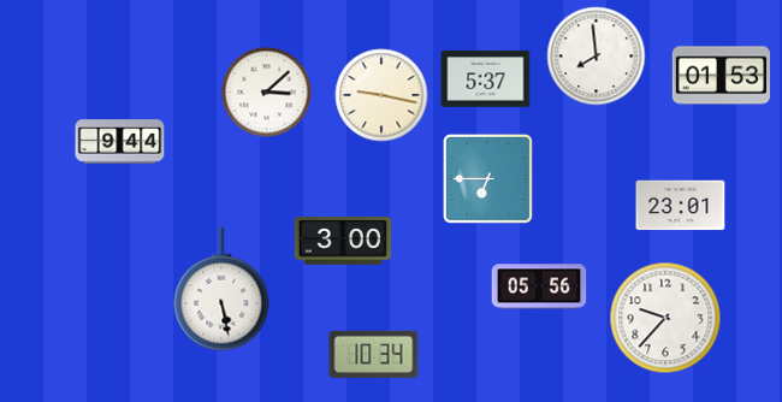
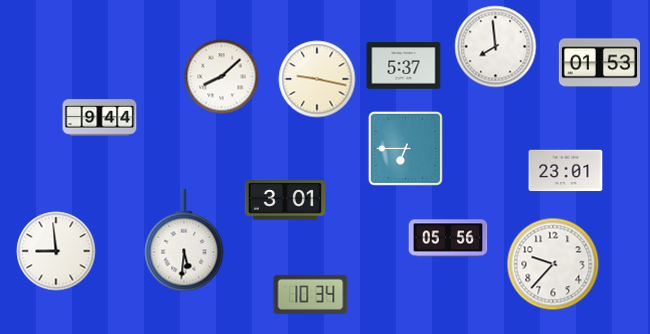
clock at (267, 93): 3:08 -> 8:08
clock at (343, 241): 3:00 -> 3:01
clock at (221, 289): 5:28 -> 5:31
clock at (56, 251): none -> 8:59
